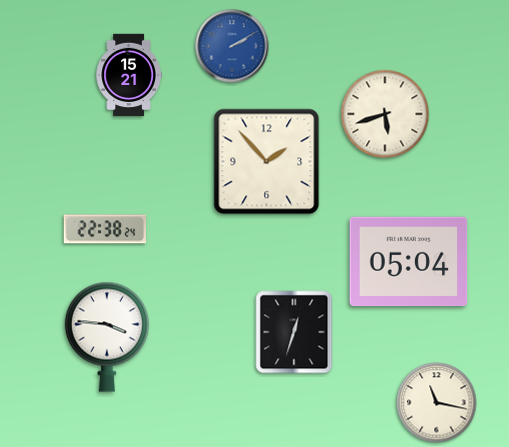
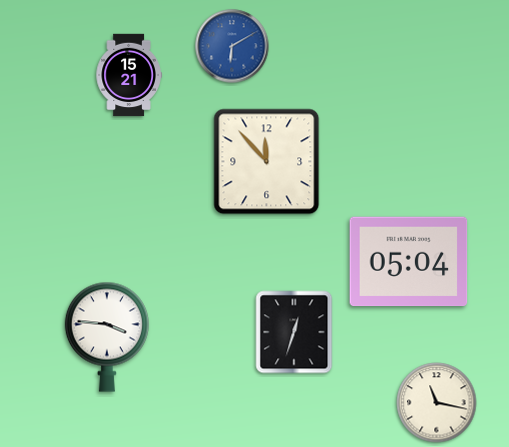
clock at (232, 46): 2:10 -> 6:10
clock at (385, 114): 5:42 -> none
clock at (267, 162): 1:53 -> 11:53
clock at (104, 229): 22:38 -> none
